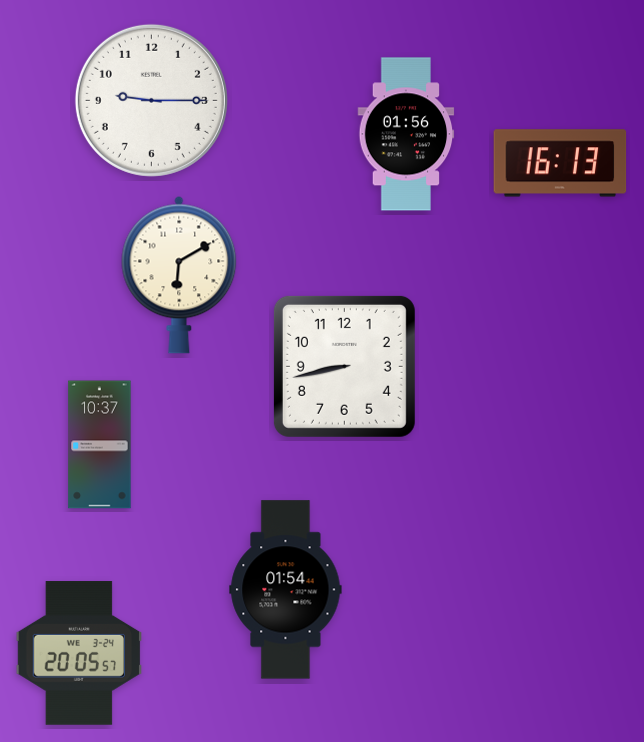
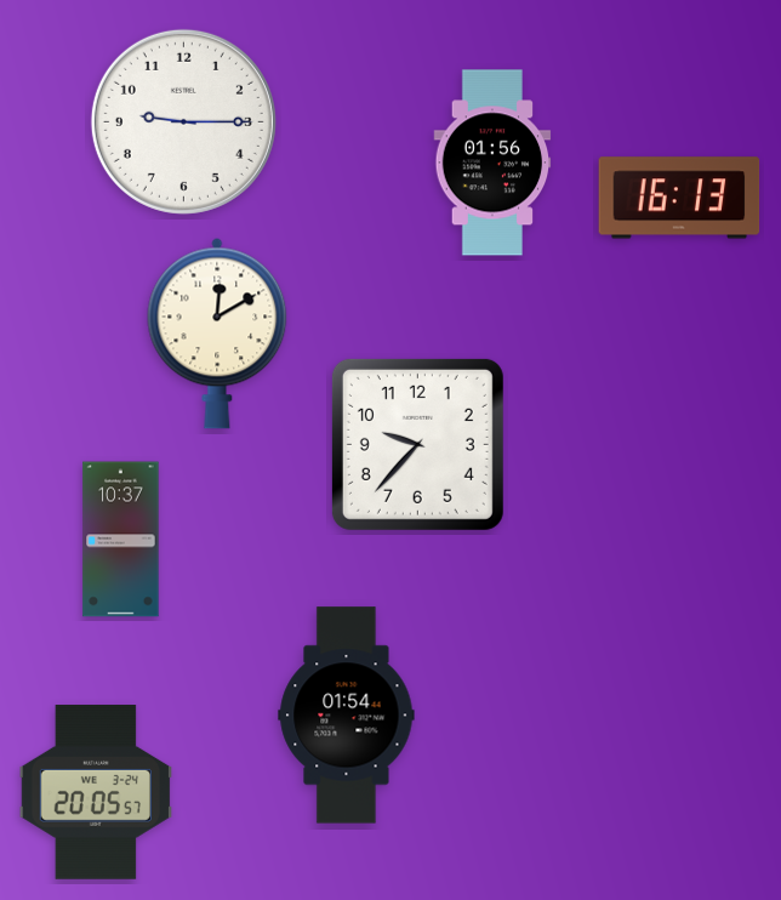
clock at (179, 275): 6:10 -> 12:10
clock at (344, 366): 8:43 -> 9:37
